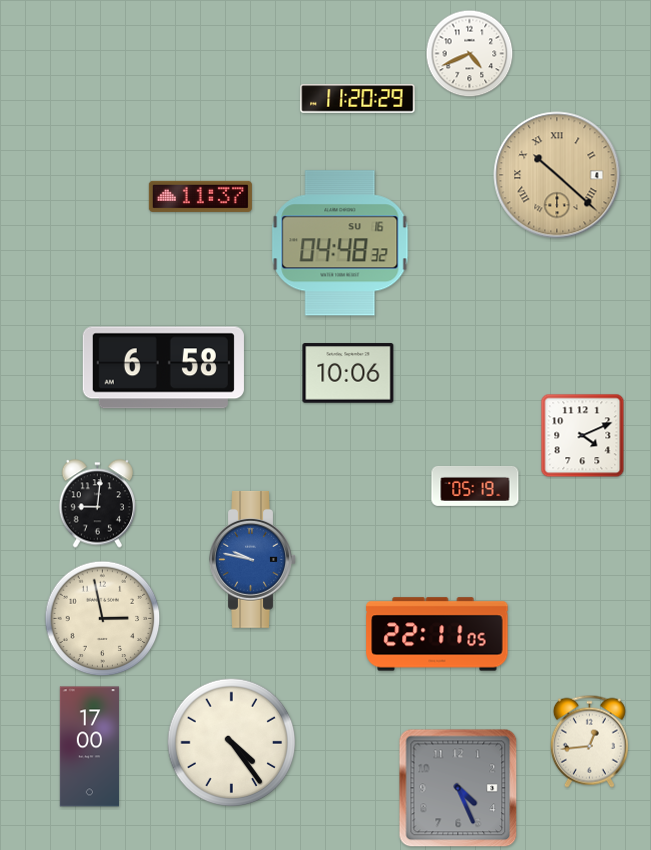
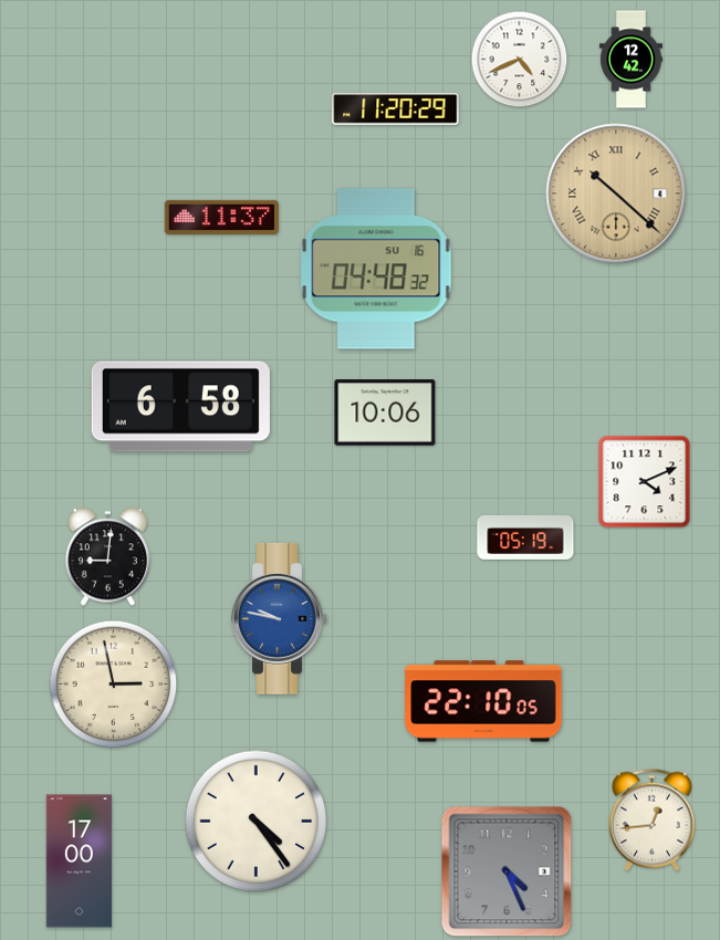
clock at (630, 60): none -> 12:42
clock at (437, 634): 22:11 -> 22:10
clock at (89, 747) position: (89, 747) -> (79, 861)
